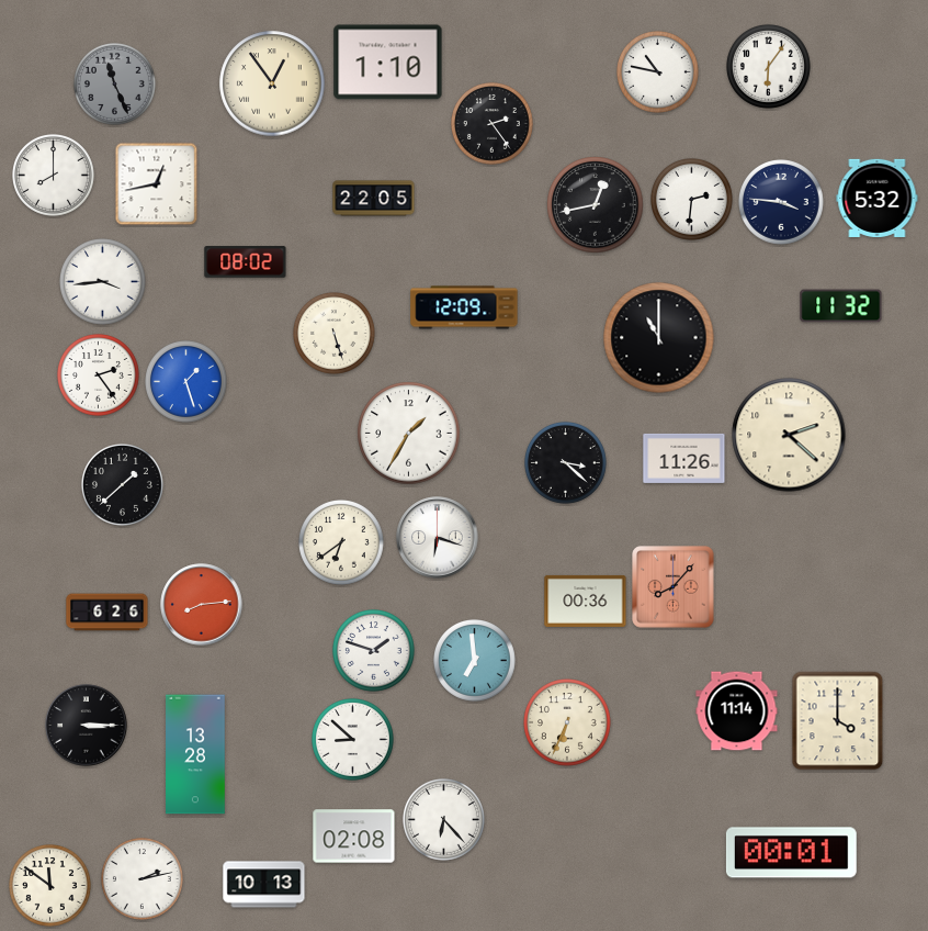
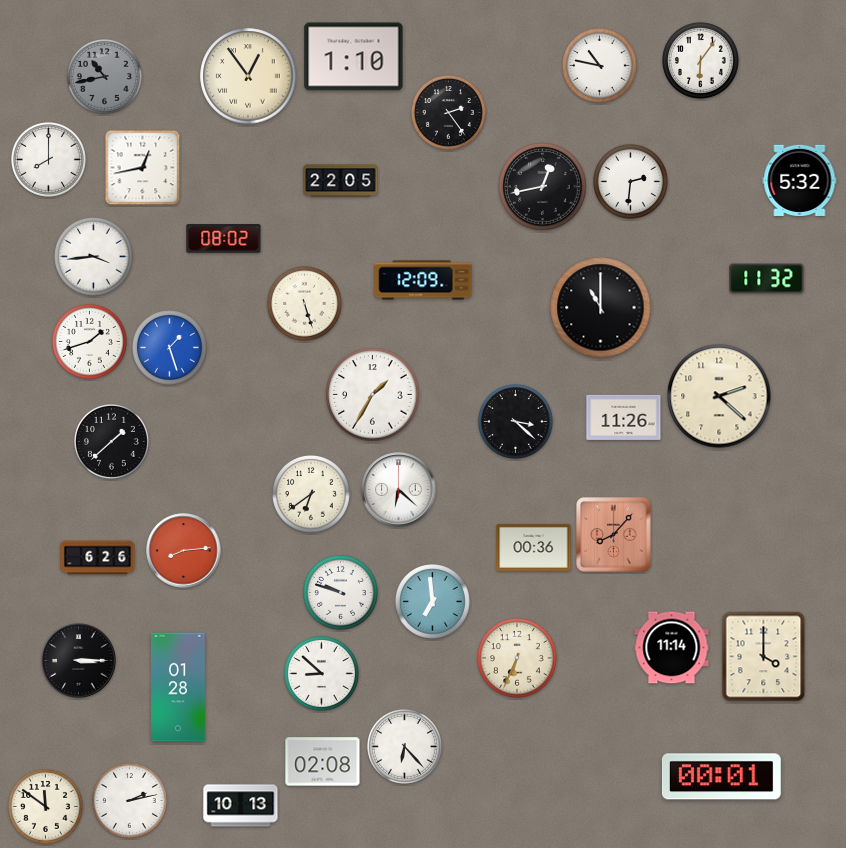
clock at (115, 85): 11:26 -> 10:43
clock at (782, 203): 3:46 -> none
clock at (99, 375): 2:24 -> 1:42
clock at (438, 538): 6:18 -> 6:22
clock at (374, 651): 1:48 -> 9:48
clock at (195, 754): 13:28 -> 01:28
